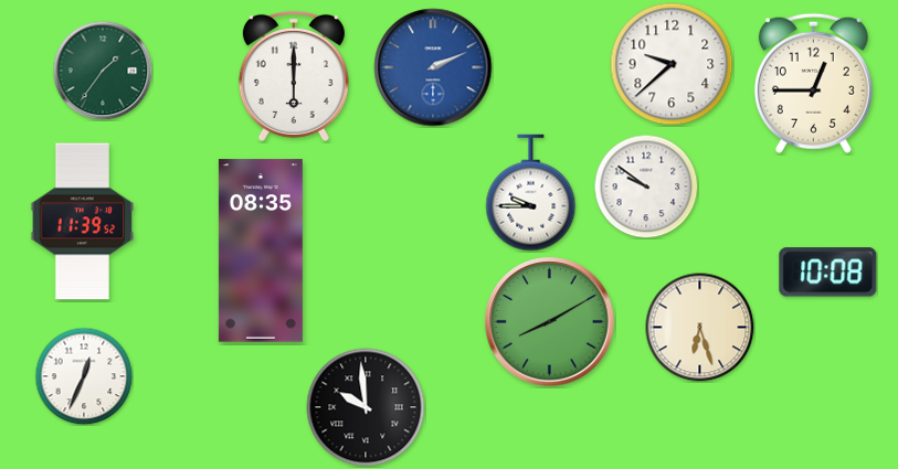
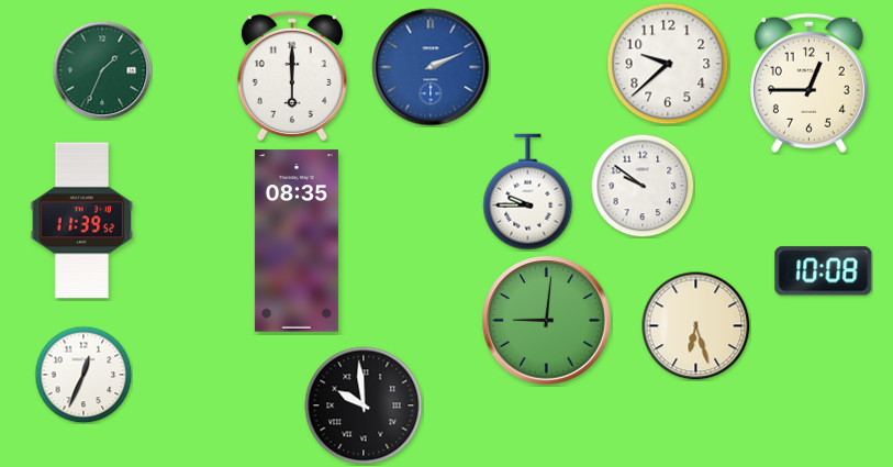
clock at (103, 71): 1:36 -> 1:34
clock at (261, 251) position: (261, 251) -> (297, 241)
clock at (550, 322): 8:10 -> 9:01
